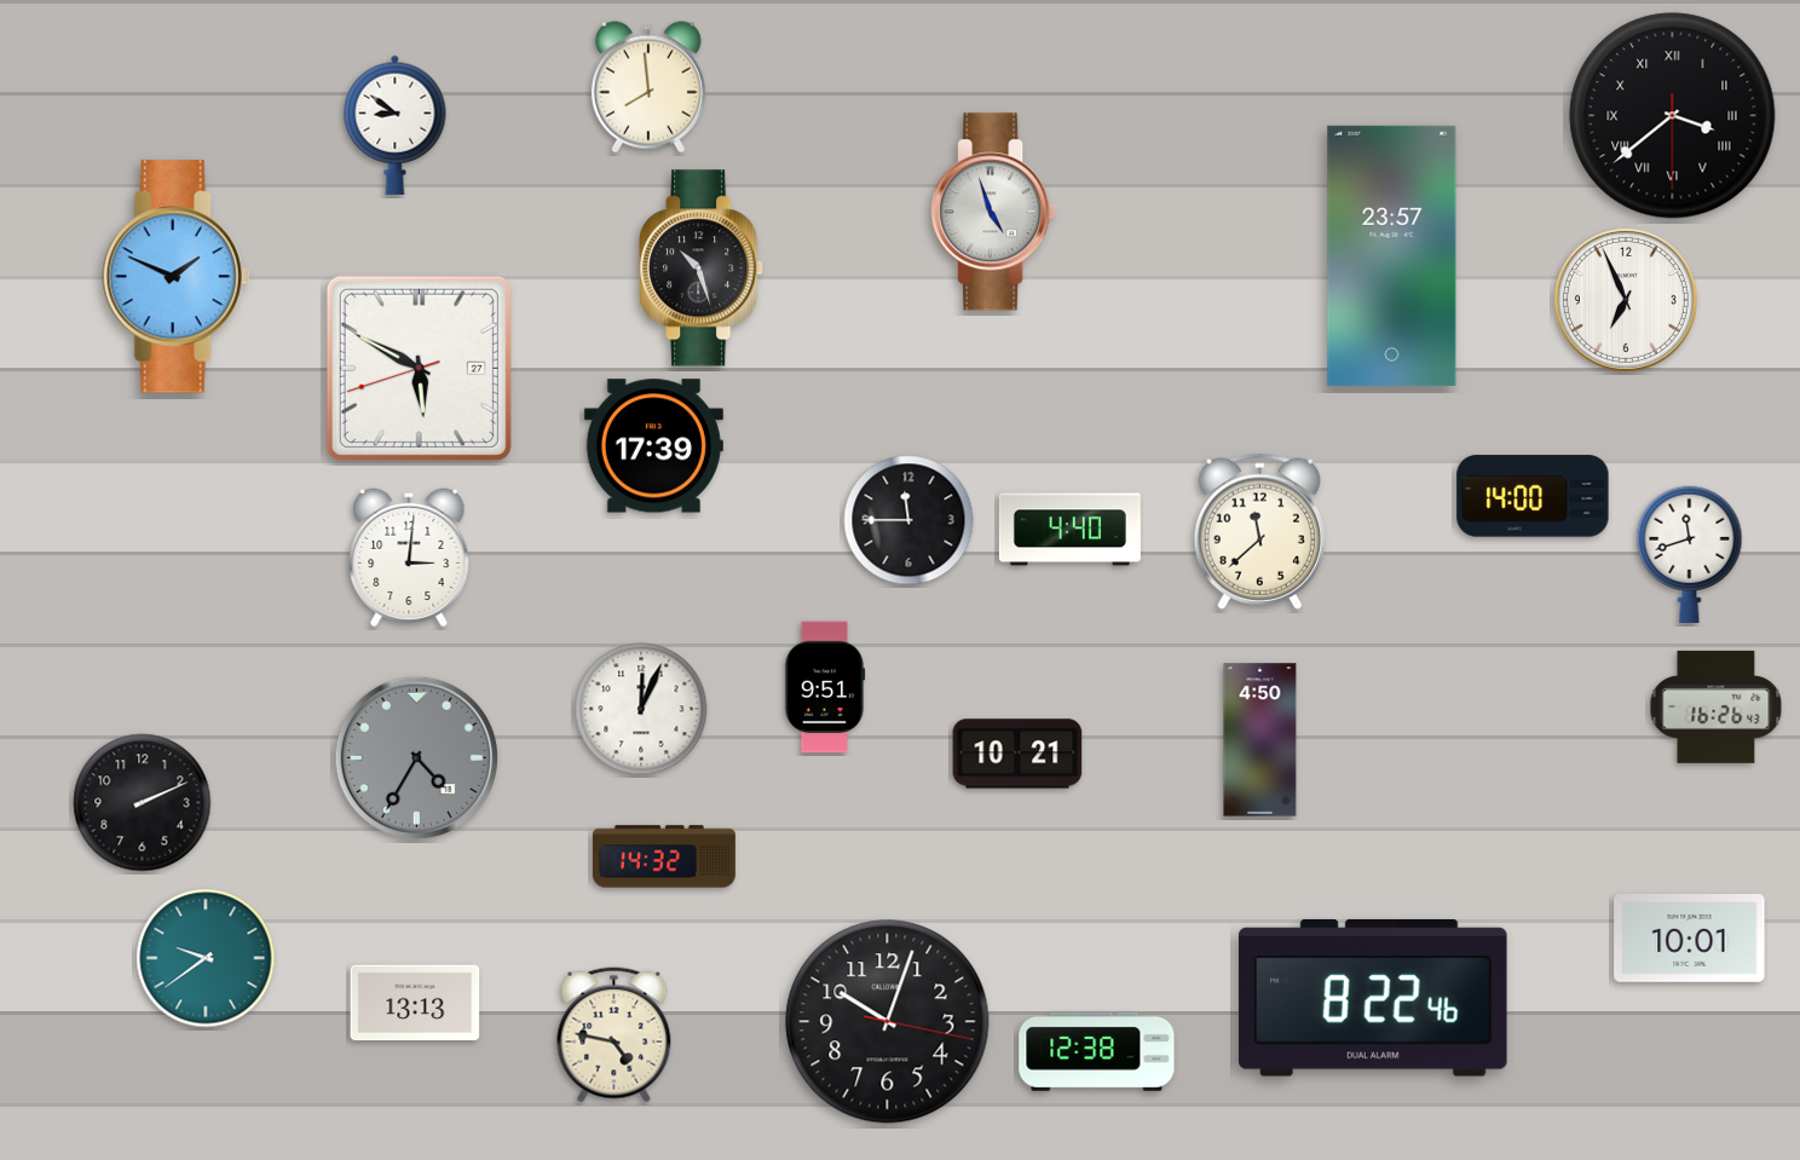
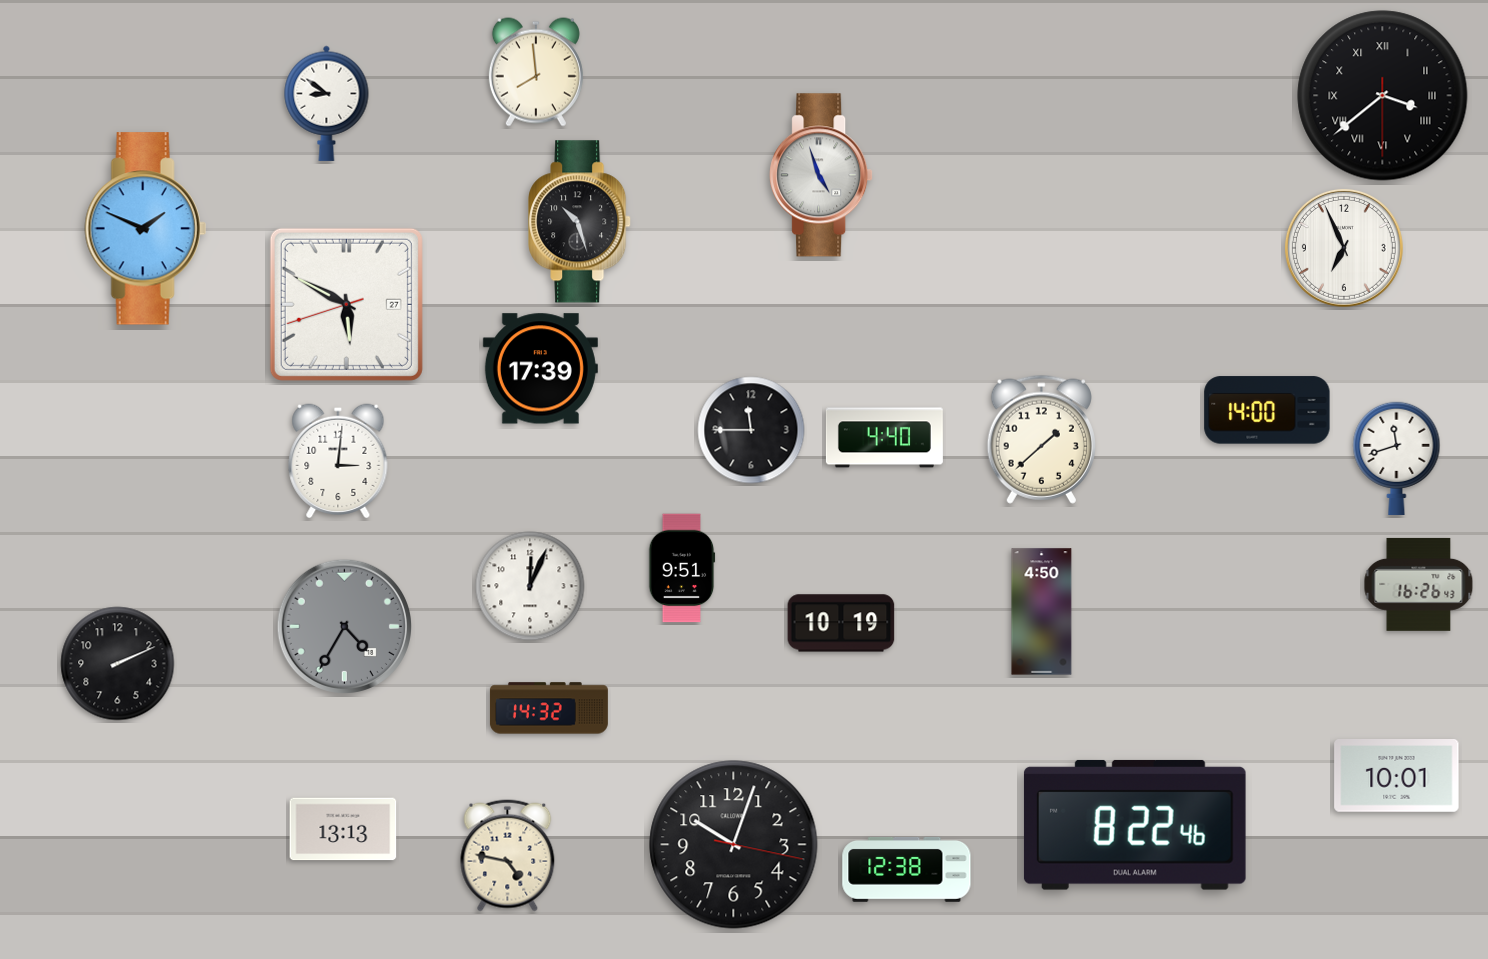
clock at (1392, 255): 23:57 -> none
clock at (1259, 531): 11:38 -> 1:38
clock at (1017, 754): 10:21 -> 10:19
clock at (206, 958): 9:39 -> none
